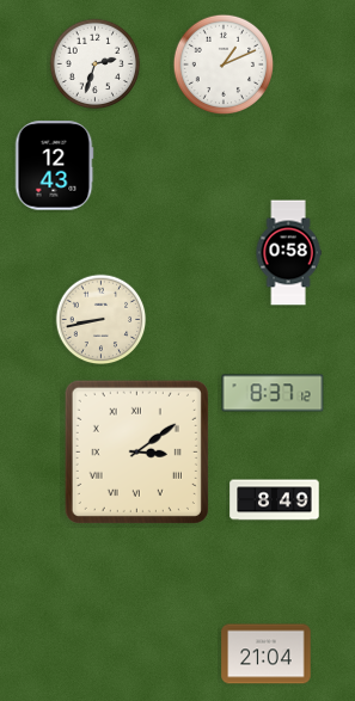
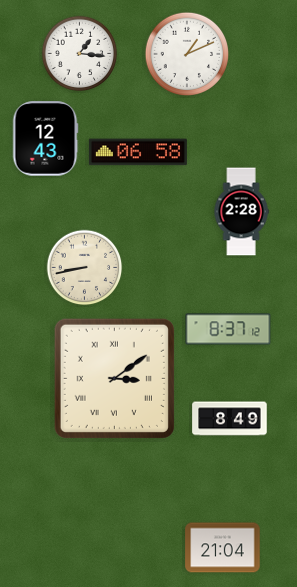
clock at (96, 64): 2:33 -> 1:16
clock at (138, 152): none -> 06:58
clock at (288, 253): 0:58 -> 2:28
